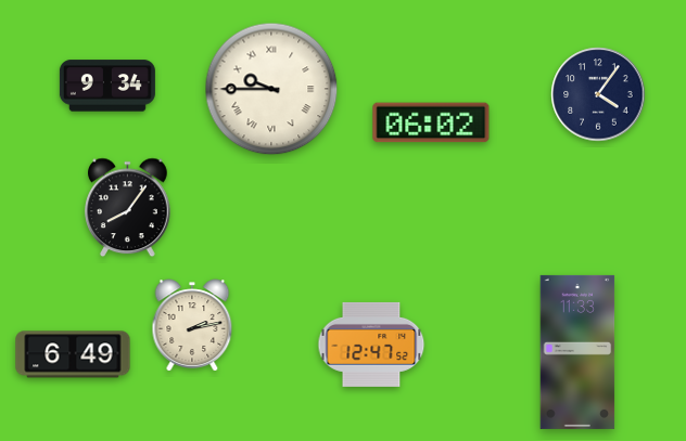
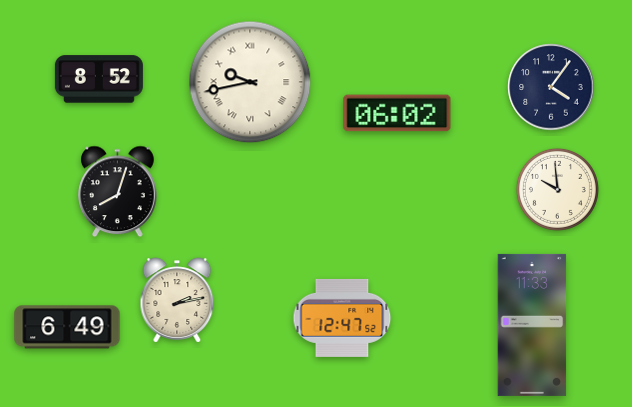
clock at (107, 86): 9:34 -> 8:52
clock at (271, 89): 9:45 -> 9:43
clock at (557, 189): none -> 9:59
clock at (128, 208): 8:06 -> 8:03
